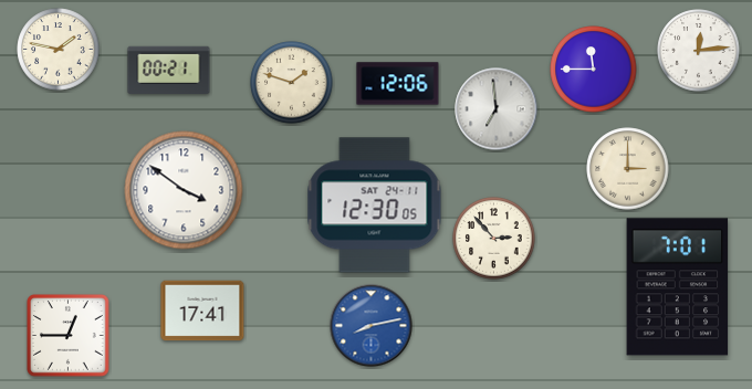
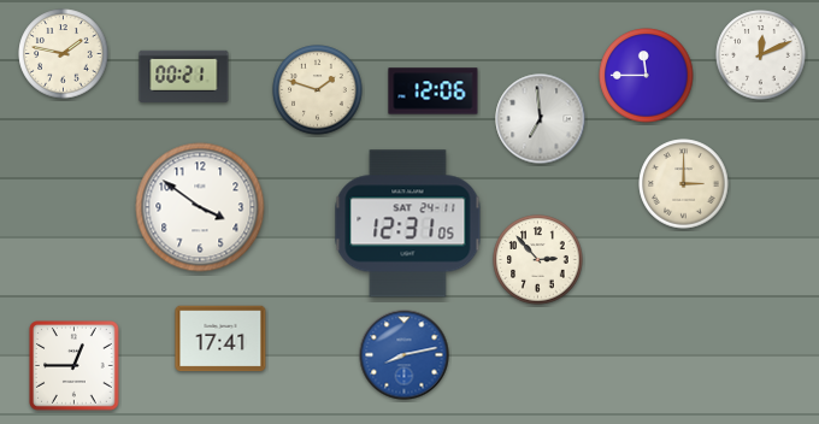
clock at (699, 51): 12:14 -> 12:11
clock at (375, 206): 12:30 -> 12:31
clock at (678, 287): 7:01 -> none
